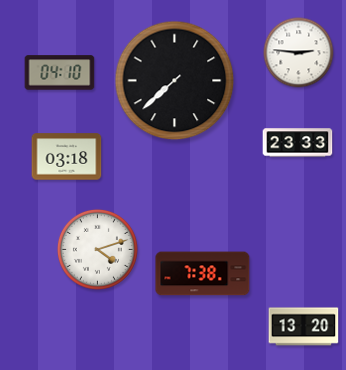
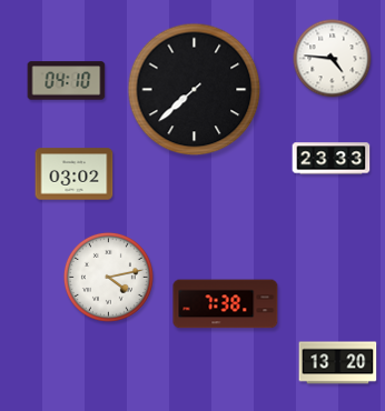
clock at (299, 53): 2:46 -> 4:46
clock at (67, 157): 03:18 -> 03:02
clock at (97, 249): 4:12 -> 4:13
